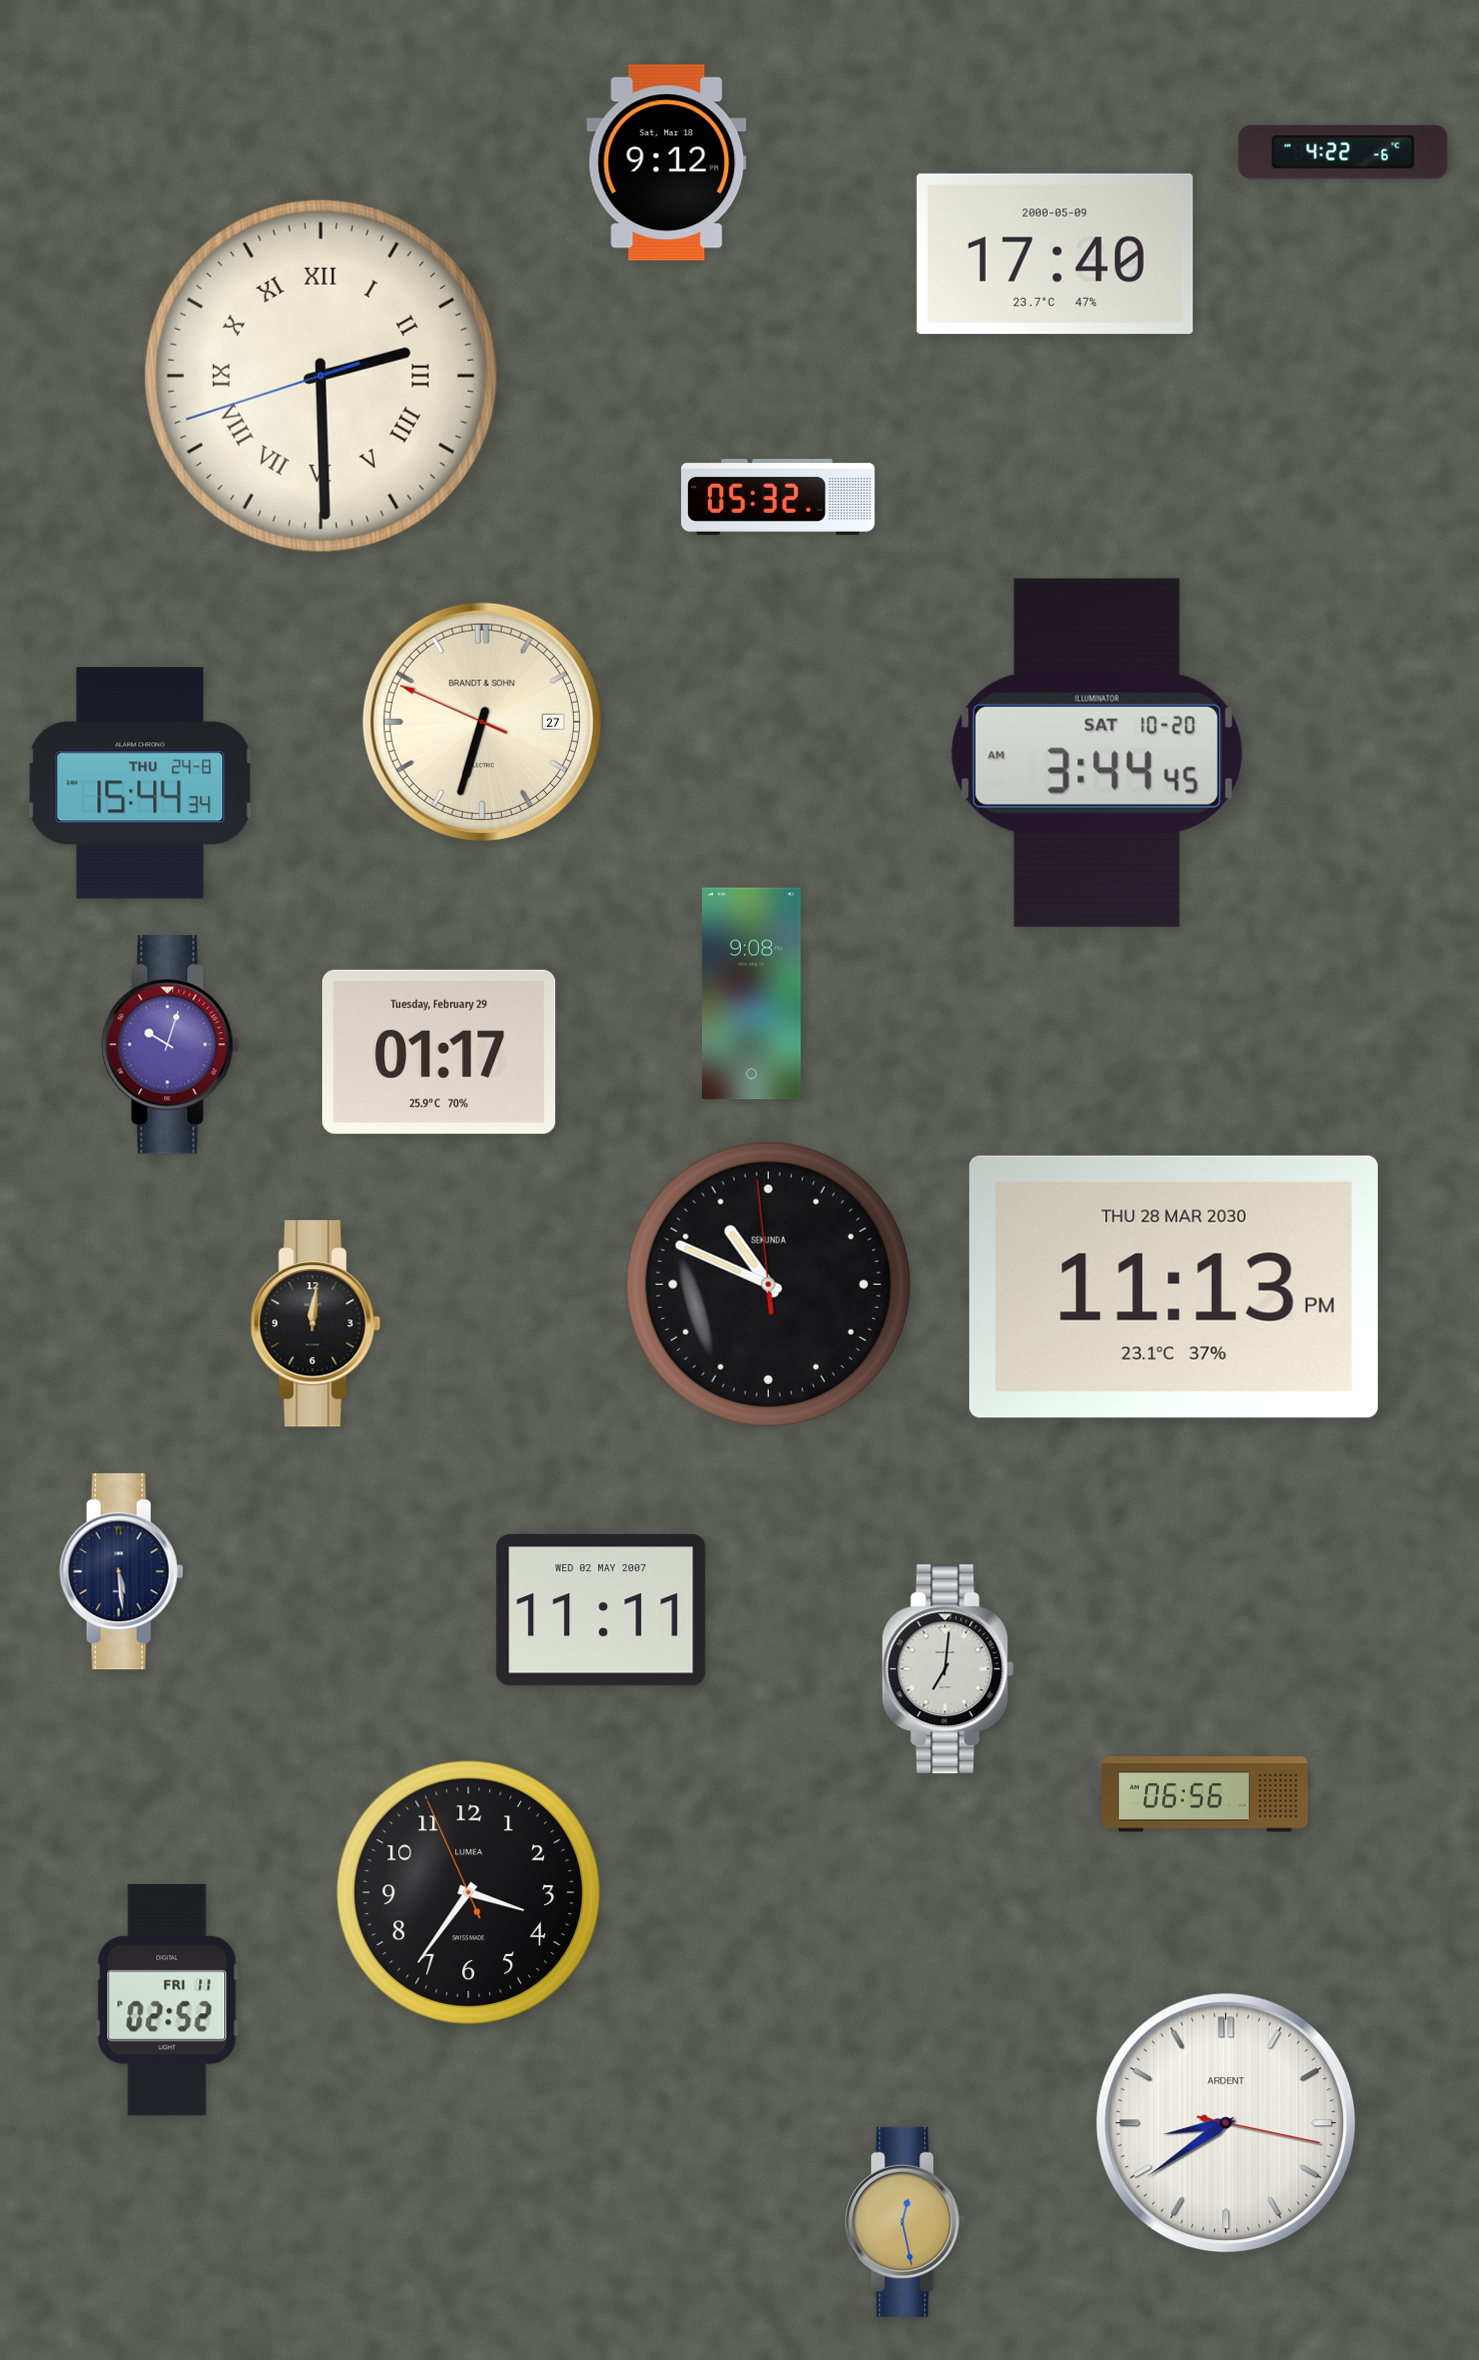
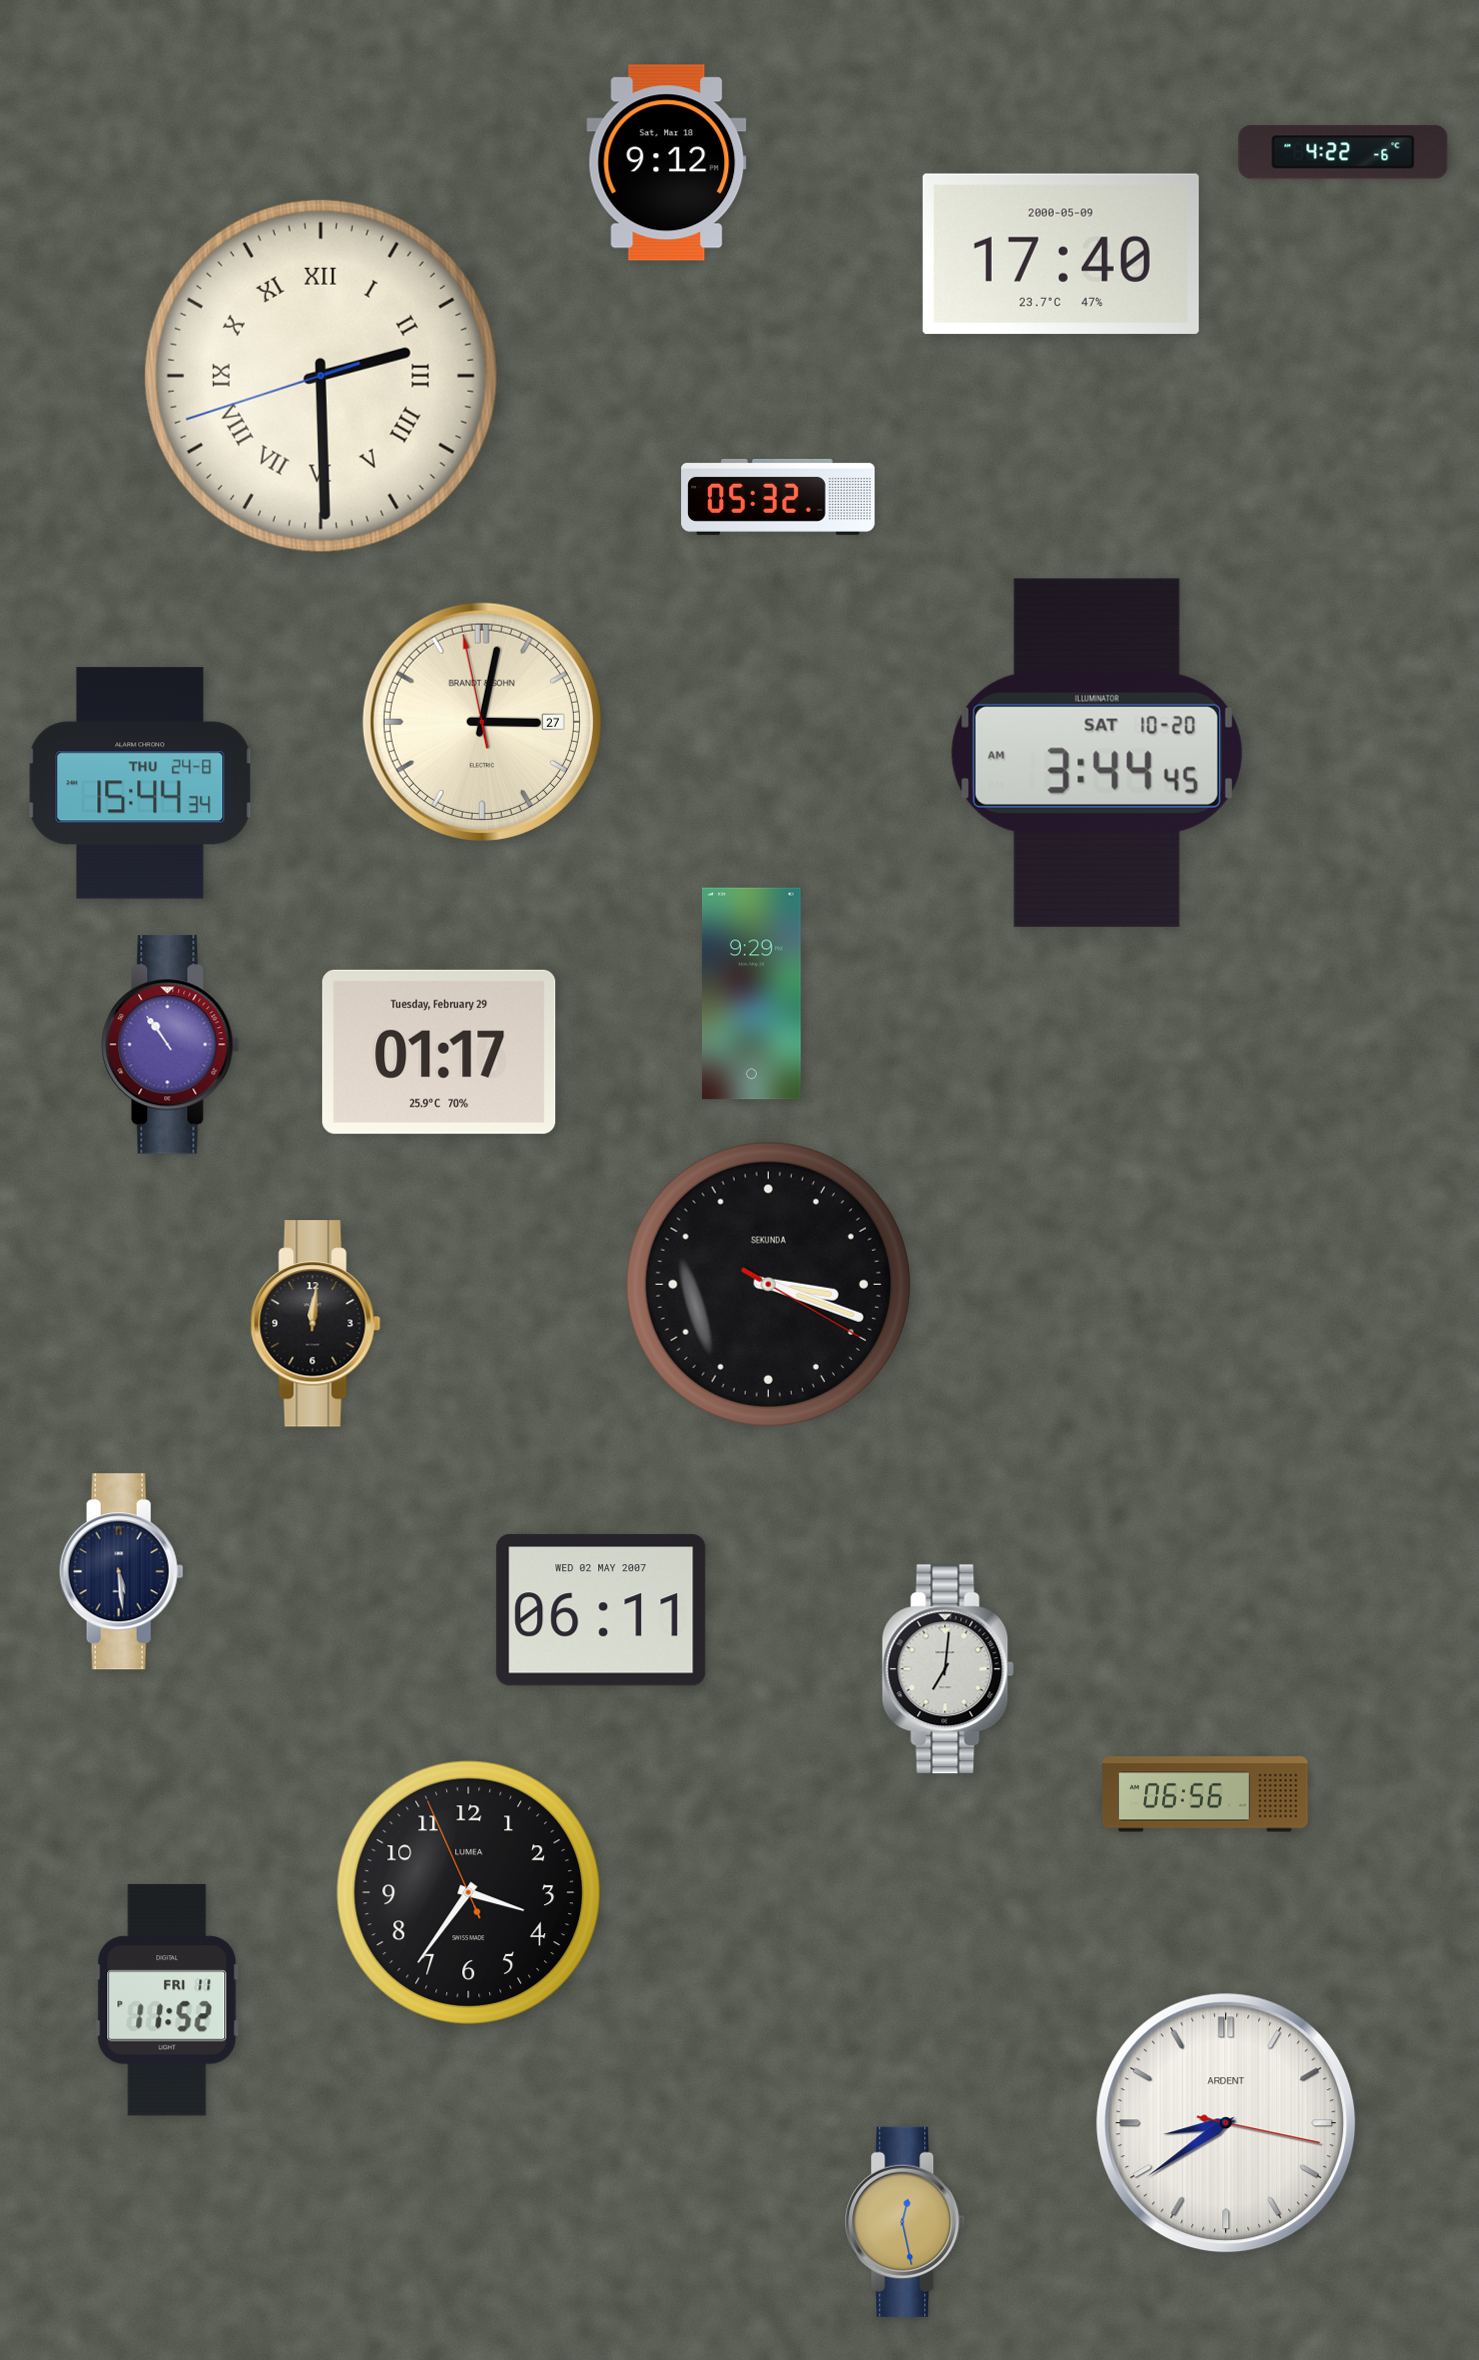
clock at (1055, 254) position: (1055, 254) -> (1061, 254)
clock at (482, 722): 6:32 -> 3:01
clock at (751, 994): 9:08 -> 9:29
clock at (171, 1045): 10:03 -> 10:54
clock at (768, 1284): 10:48 -> 3:18
clock at (1174, 1287): 11:13 -> none
clock at (601, 1610): 11:11 -> 06:11
clock at (167, 2000): 02:52 -> 11:52
